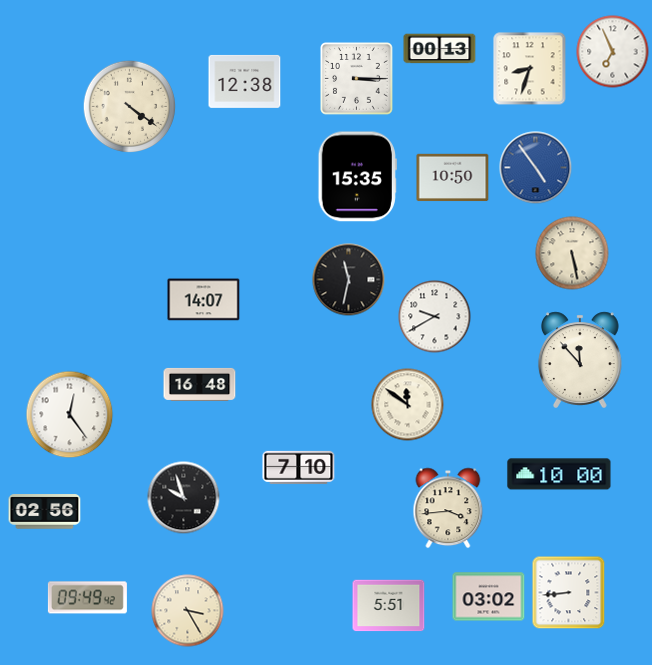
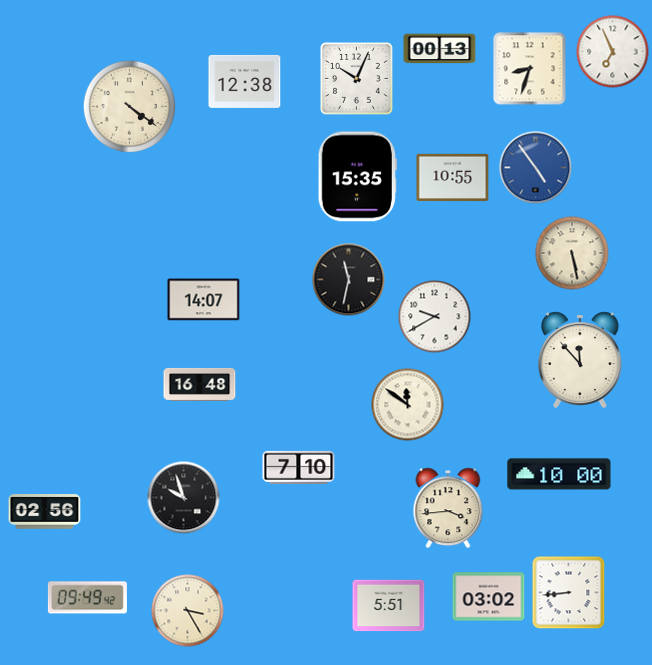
clock at (357, 79): 3:15 -> 10:04
clock at (453, 178): 10:50 -> 10:55
clock at (70, 415): 12:24 -> none
